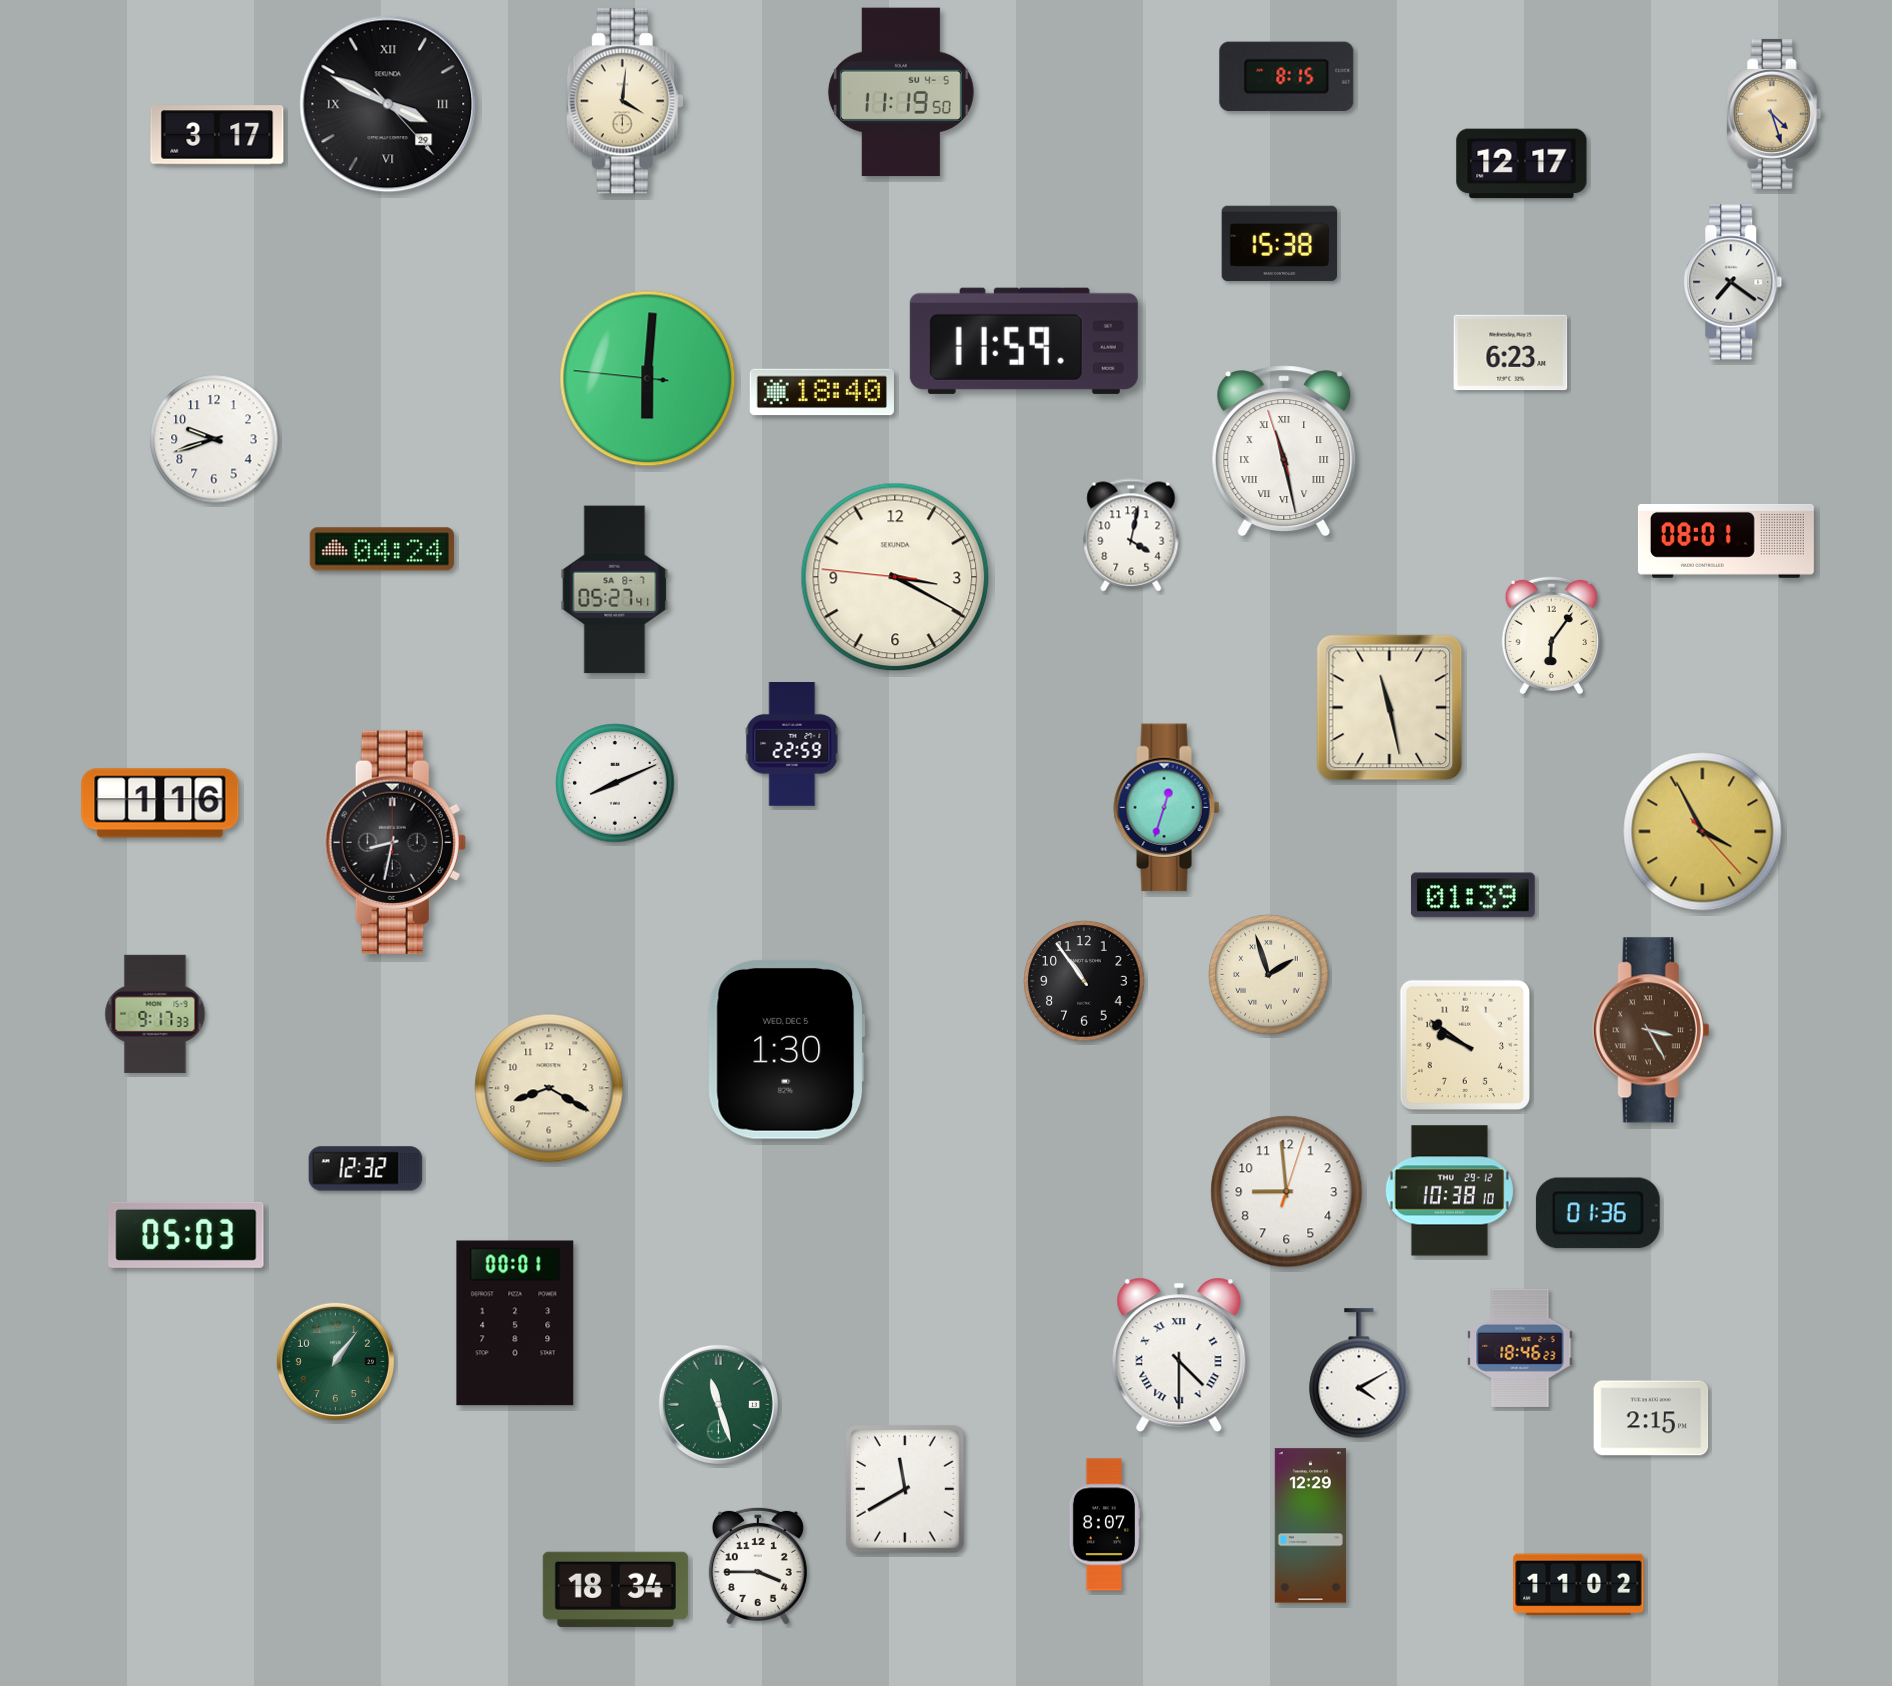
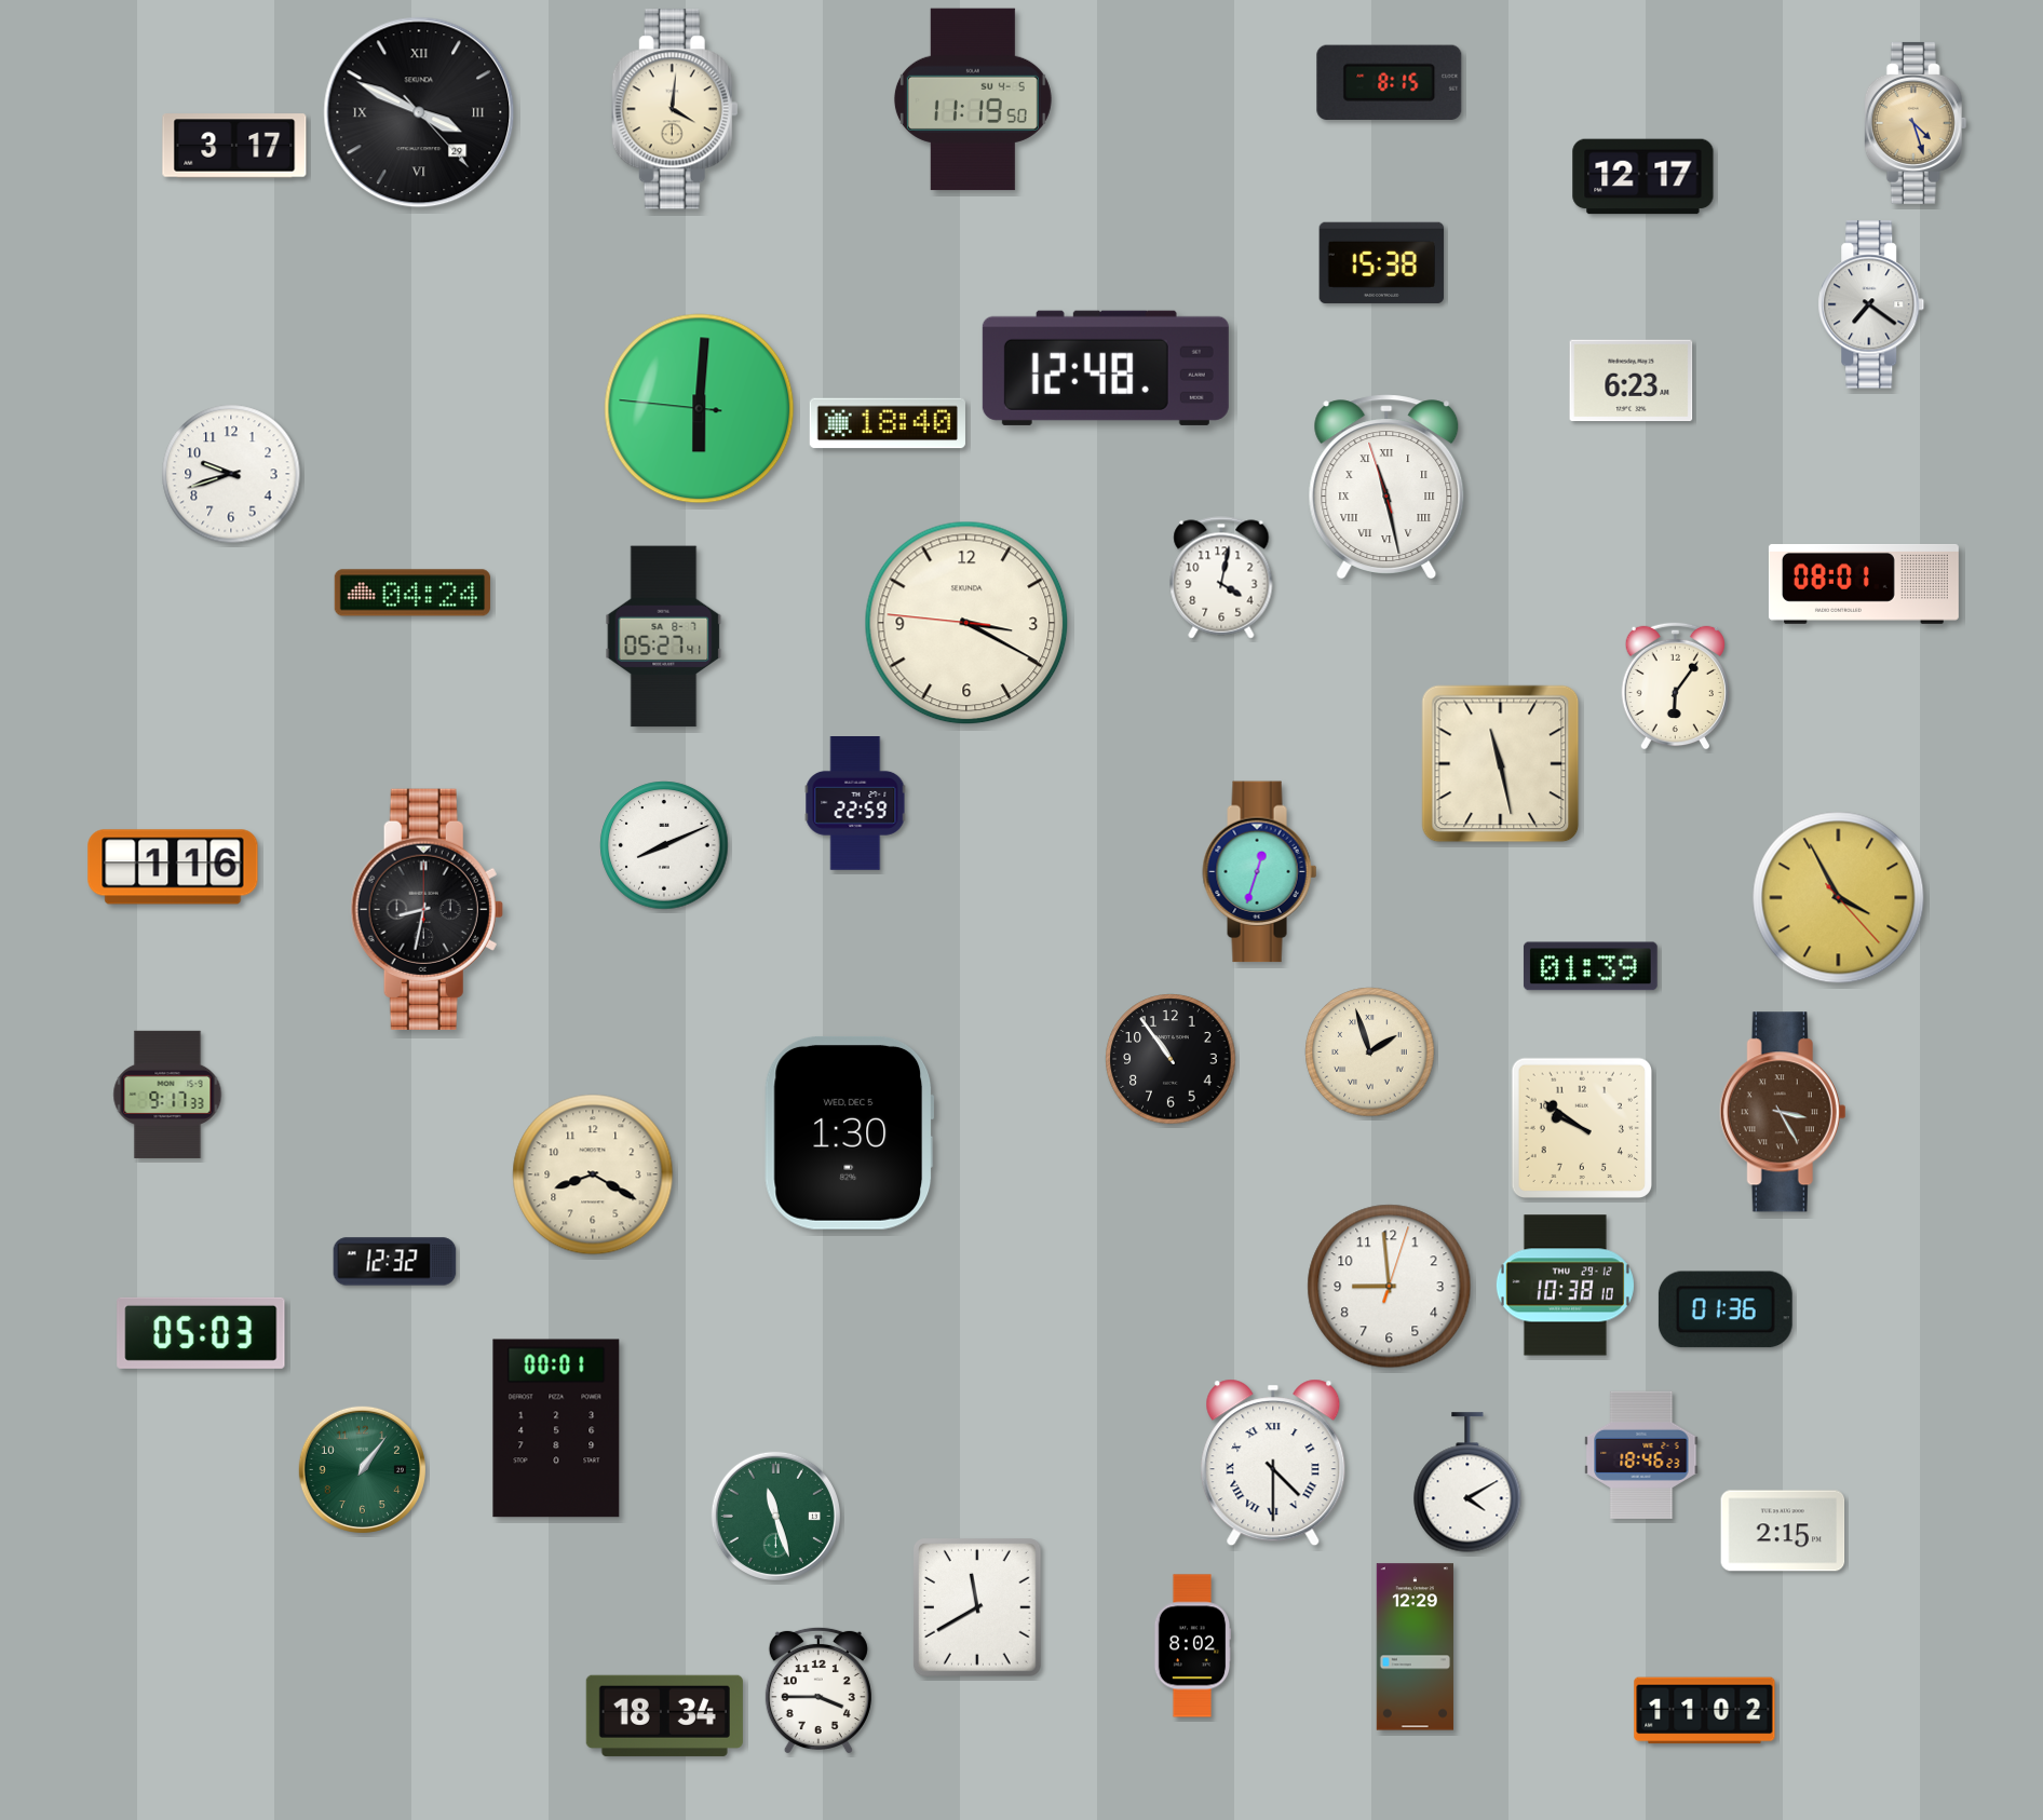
clock at (1024, 341): 11:59 -> 12:48
clock at (1104, 1525): 8:07 -> 8:02
